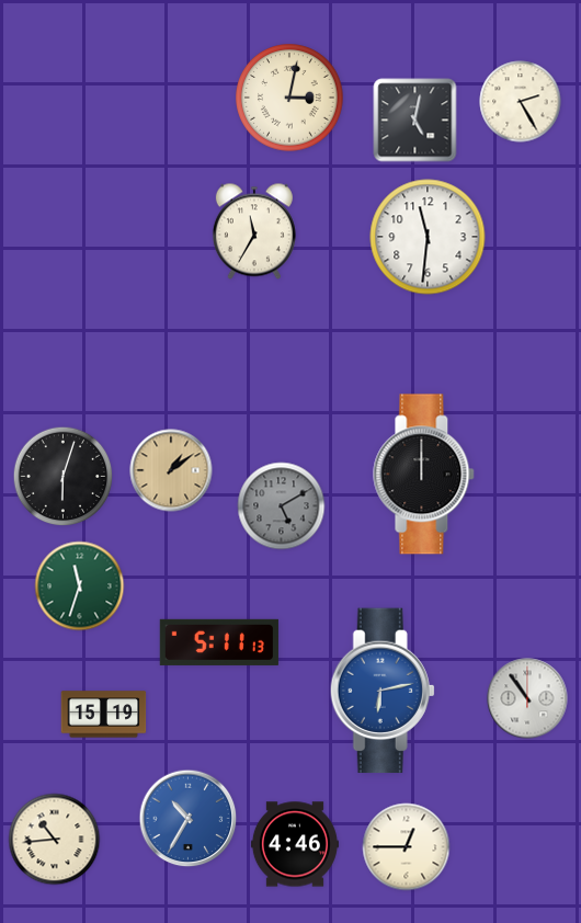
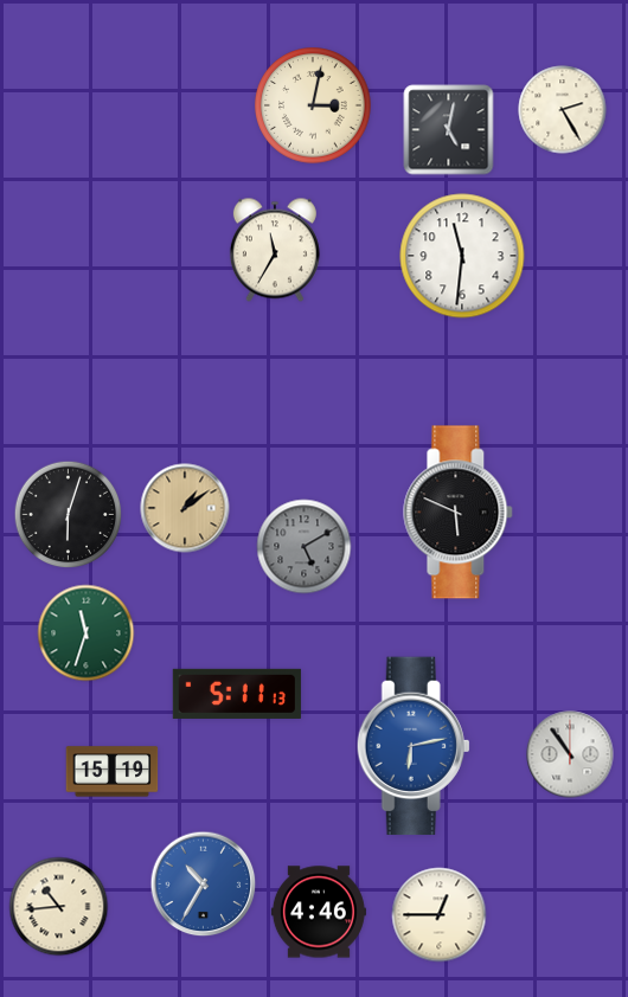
clock at (424, 475): 12:00 -> 5:49
